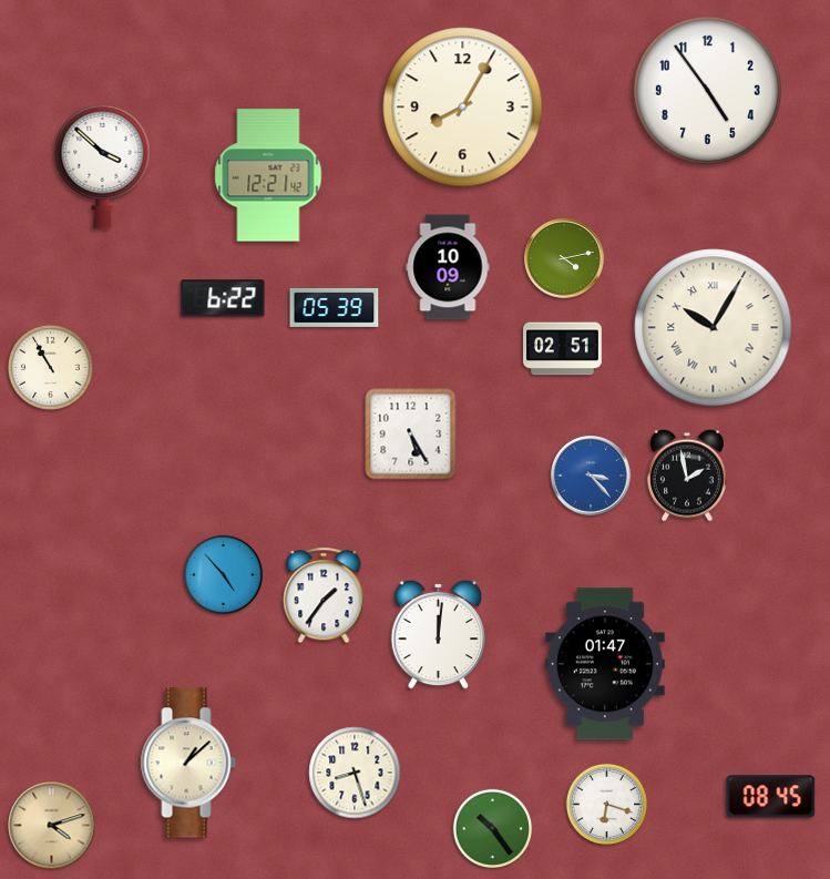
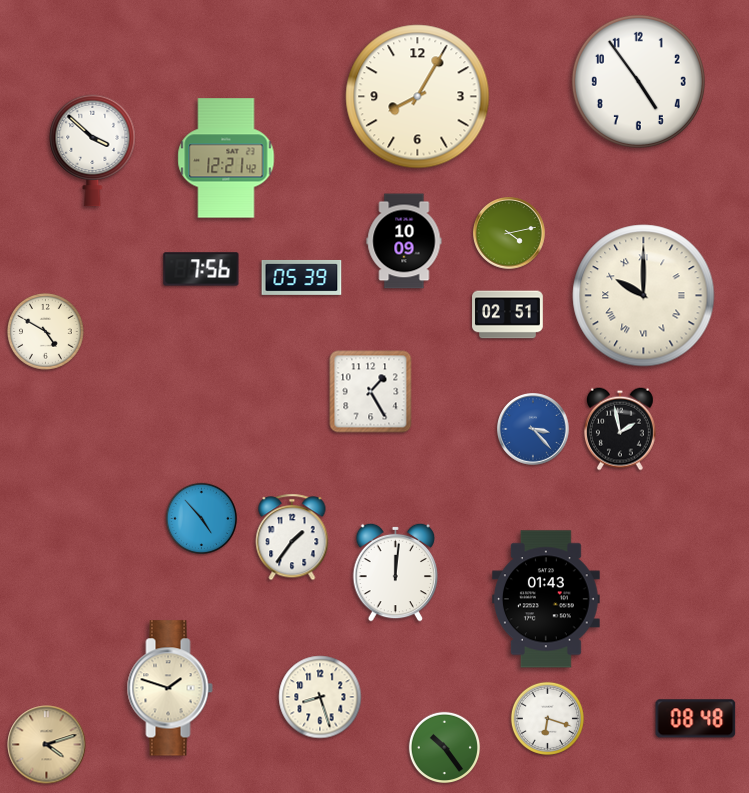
clock at (268, 175) position: (268, 175) -> (226, 158)
clock at (223, 298): 6:22 -> 7:56
clock at (714, 328): 10:05 -> 10:00
clock at (51, 368): 10:55 -> 4:50
clock at (411, 435): 5:25 -> 1:25
clock at (605, 664): 01:47 -> 01:43
clock at (188, 763): 1:08 -> 1:48
clock at (771, 797): 08:45 -> 08:48
clock at (606, 804) position: (606, 804) -> (547, 718)
